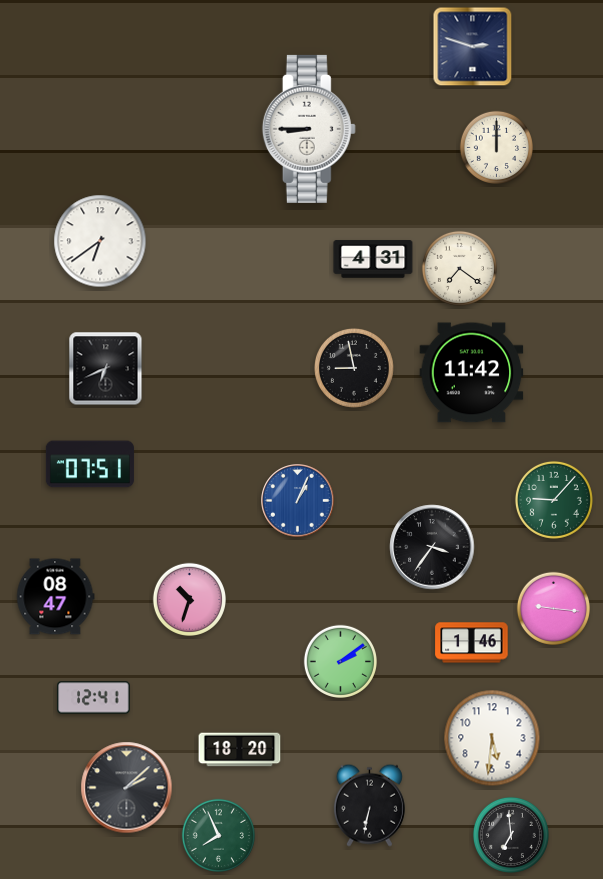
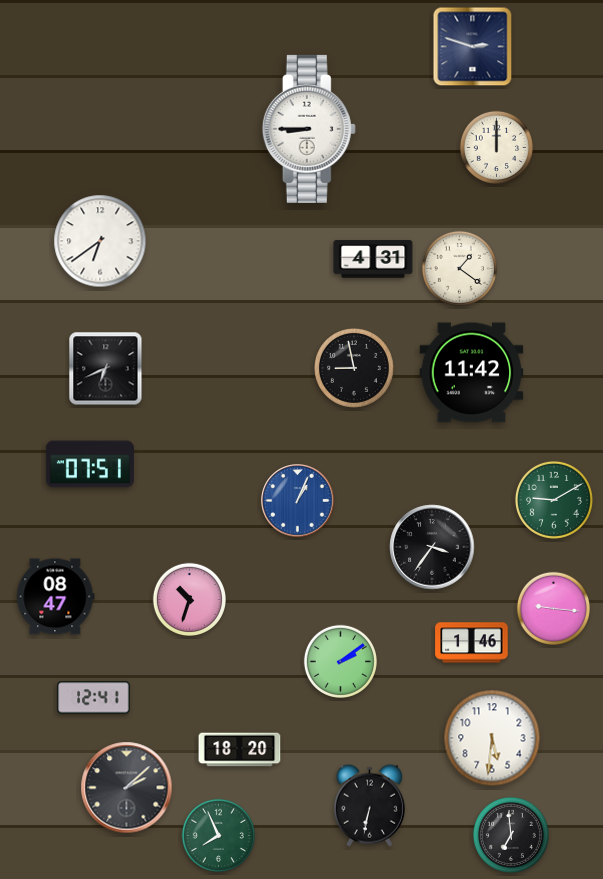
clock at (459, 268): 7:21 -> 1:21
clock at (554, 500): 9:07 -> 9:10
